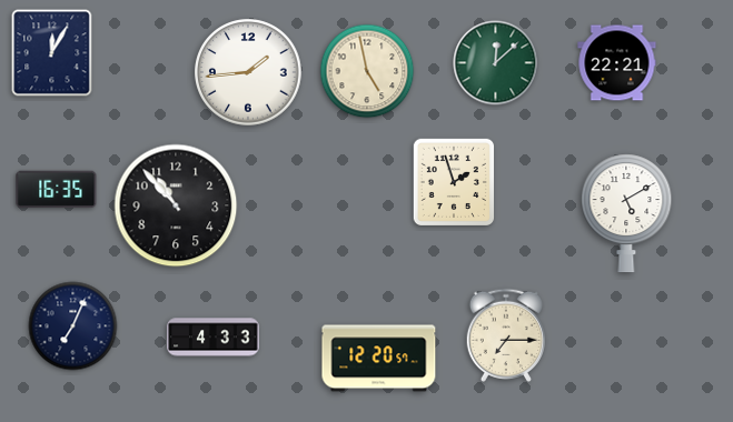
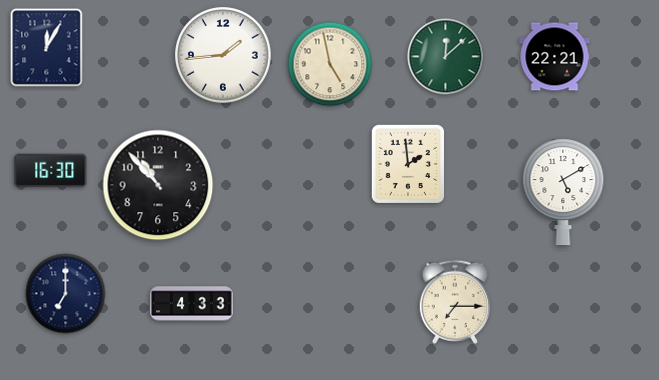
clock at (248, 72) position: (248, 72) -> (223, 55)
clock at (453, 181): 1:57 -> 1:59
clock at (57, 189): 16:35 -> 16:30
clock at (73, 326): 7:04 -> 7:00
clock at (379, 359): 12:20 -> none
